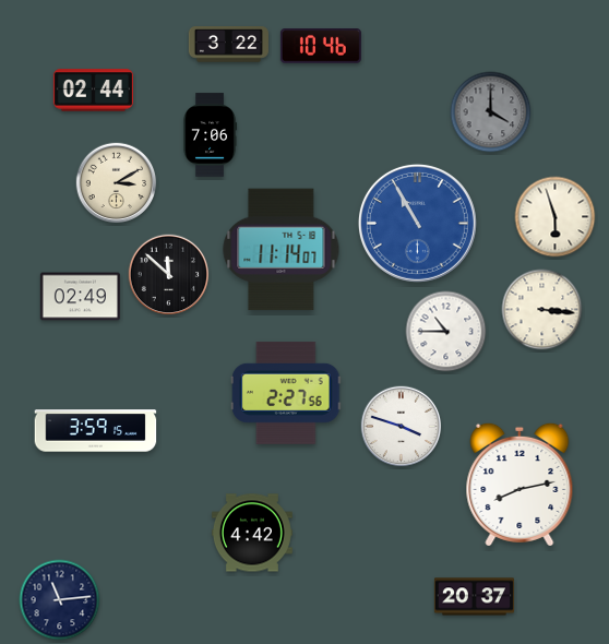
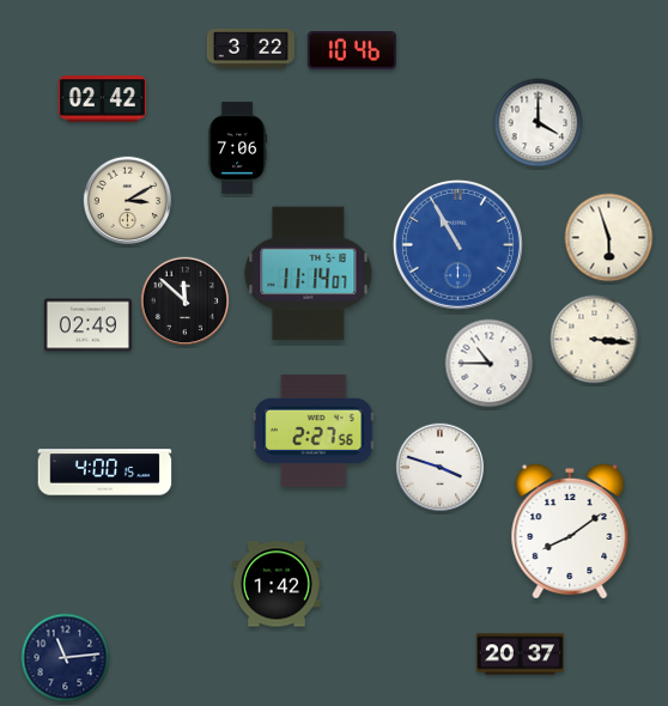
clock at (93, 91): 02:44 -> 02:42
clock at (491, 112) dial: grey -> white
clock at (211, 135) position: (211, 135) -> (238, 148)
clock at (96, 431): 3:59 -> 4:00
clock at (520, 485): 8:13 -> 8:09
clock at (252, 533): 4:42 -> 1:42
